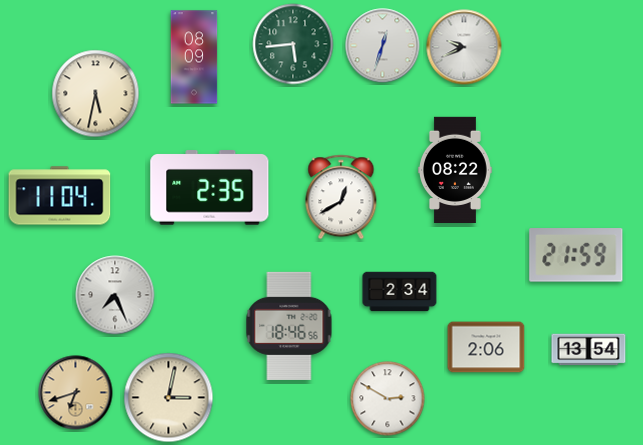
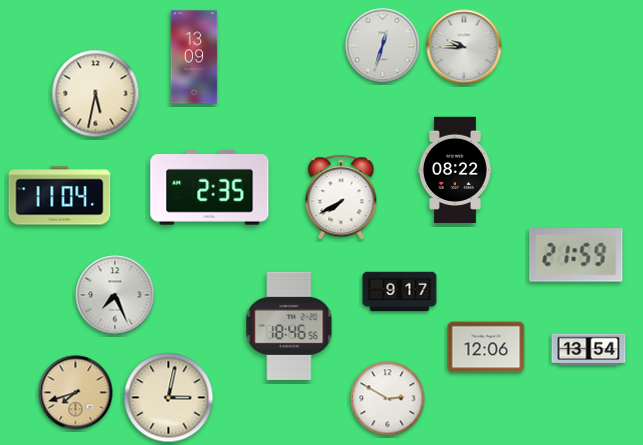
clock at (293, 44): 5:44 -> none
clock at (464, 47): 9:41 -> 9:45
clock at (194, 57): 08:09 -> 13:09
clock at (341, 197): 12:40 -> 7:40
clock at (400, 292): 2:34 -> 9:17
clock at (486, 347): 2:06 -> 12:06
clock at (76, 393): 6:42 -> 7:42
